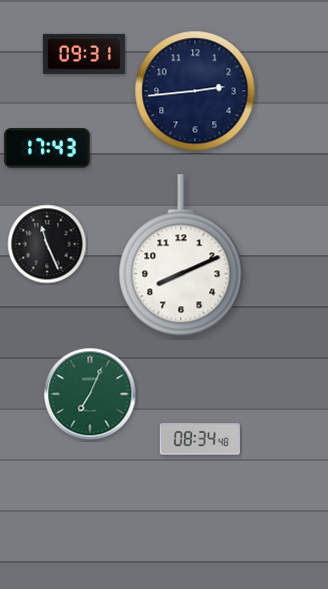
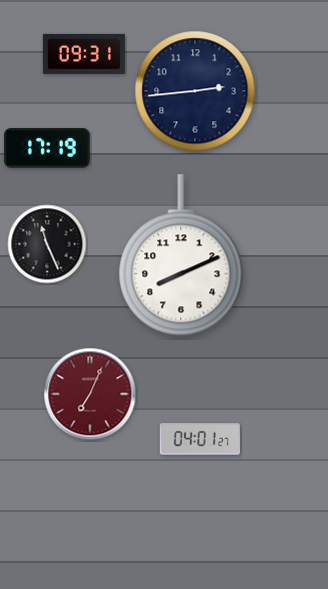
clock at (47, 148): 17:43 -> 17:19
clock at (90, 394) dial: green -> burgundy
clock at (200, 439): 08:34 -> 04:01
